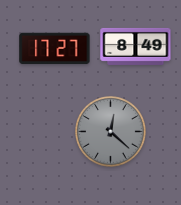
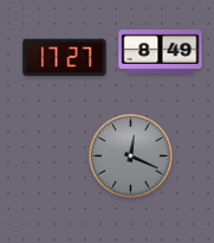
clock at (136, 46) position: (136, 46) -> (161, 51)
clock at (111, 132): 12:22 -> 12:19
